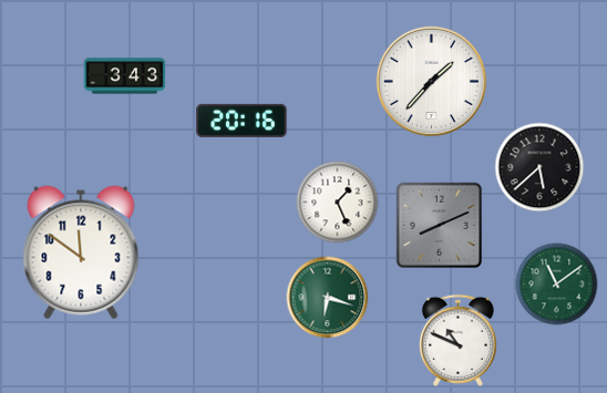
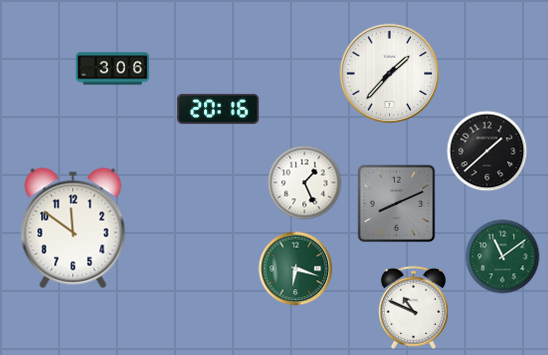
clock at (125, 76): 3:43 -> 3:06
clock at (539, 167): 5:38 -> 1:38
